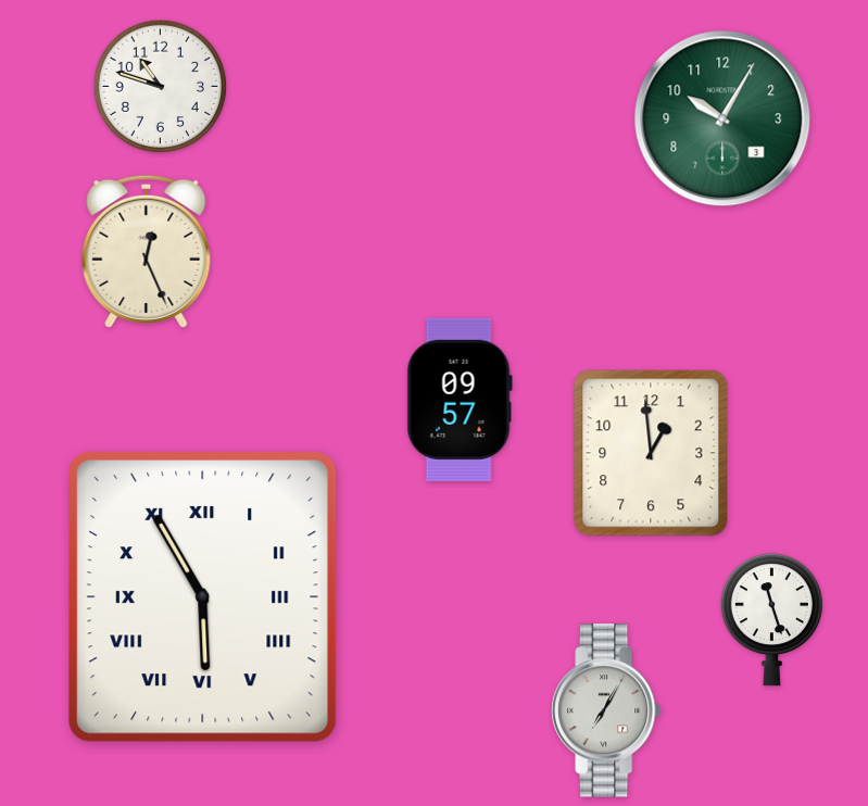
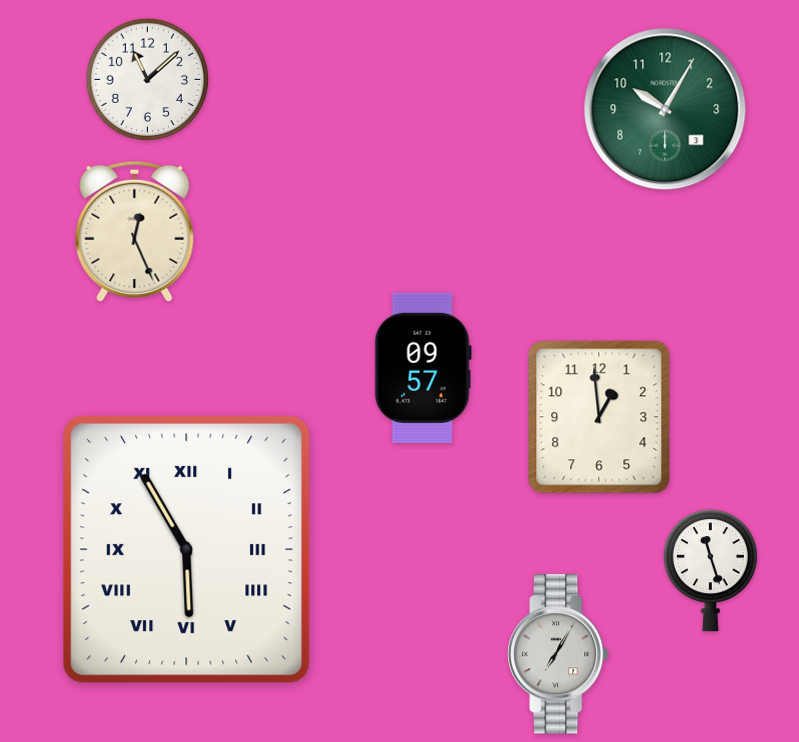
clock at (160, 86): 10:48 -> 11:08
